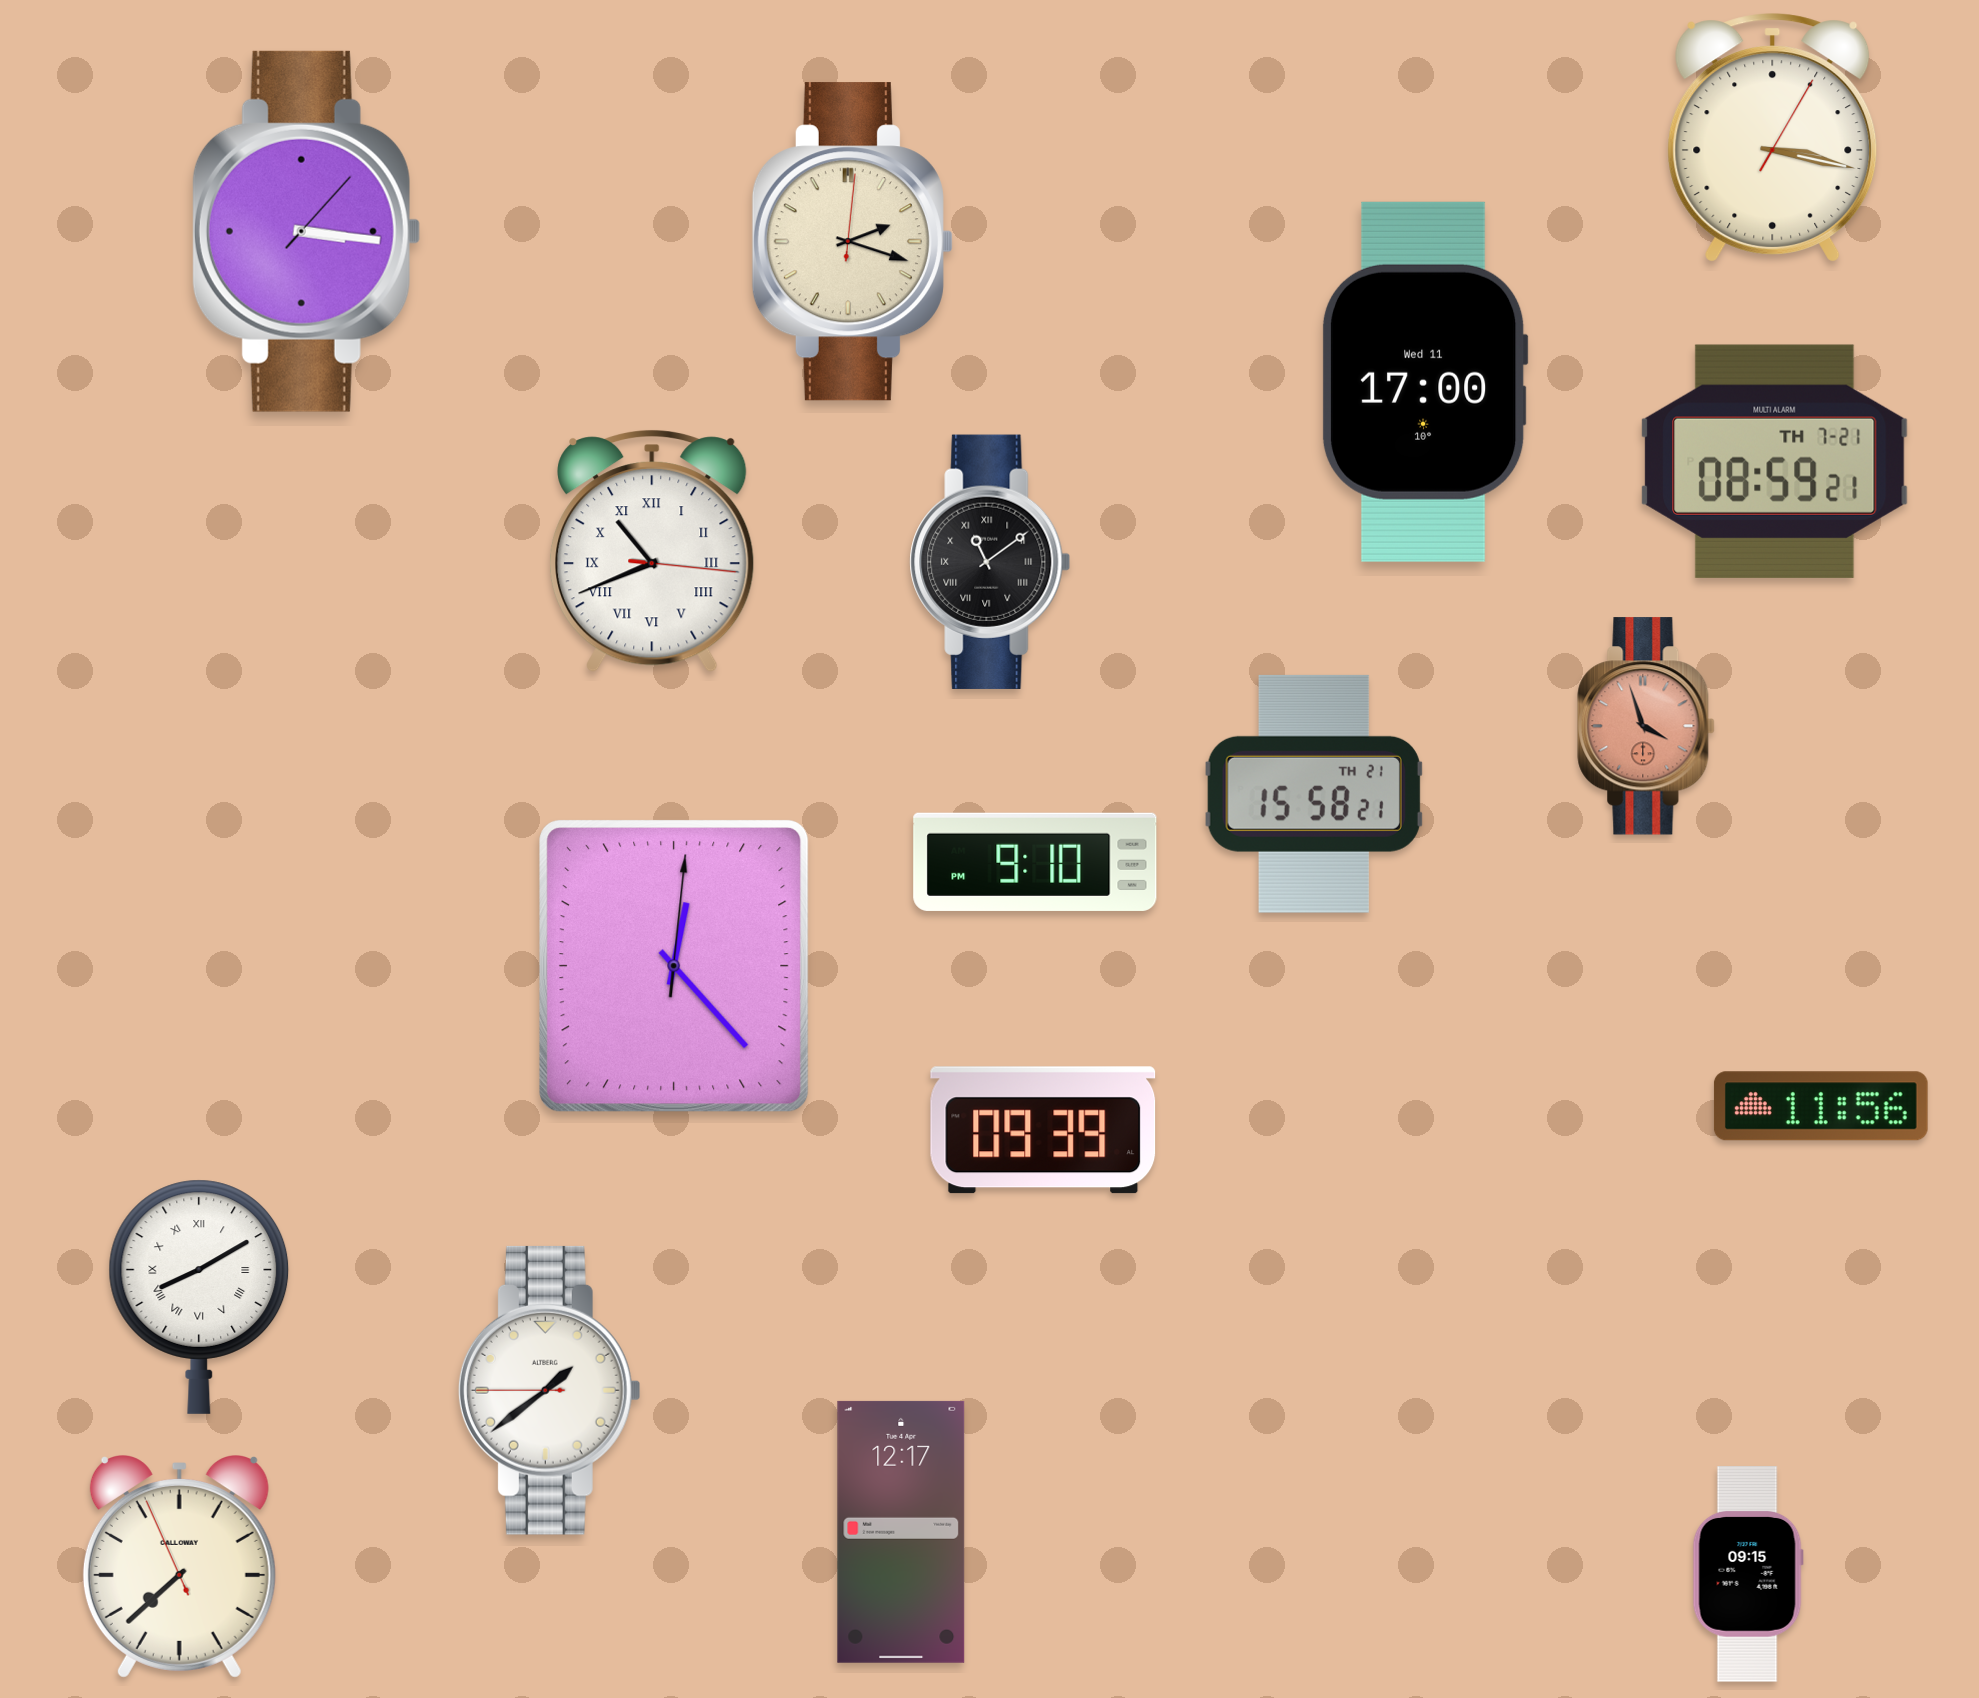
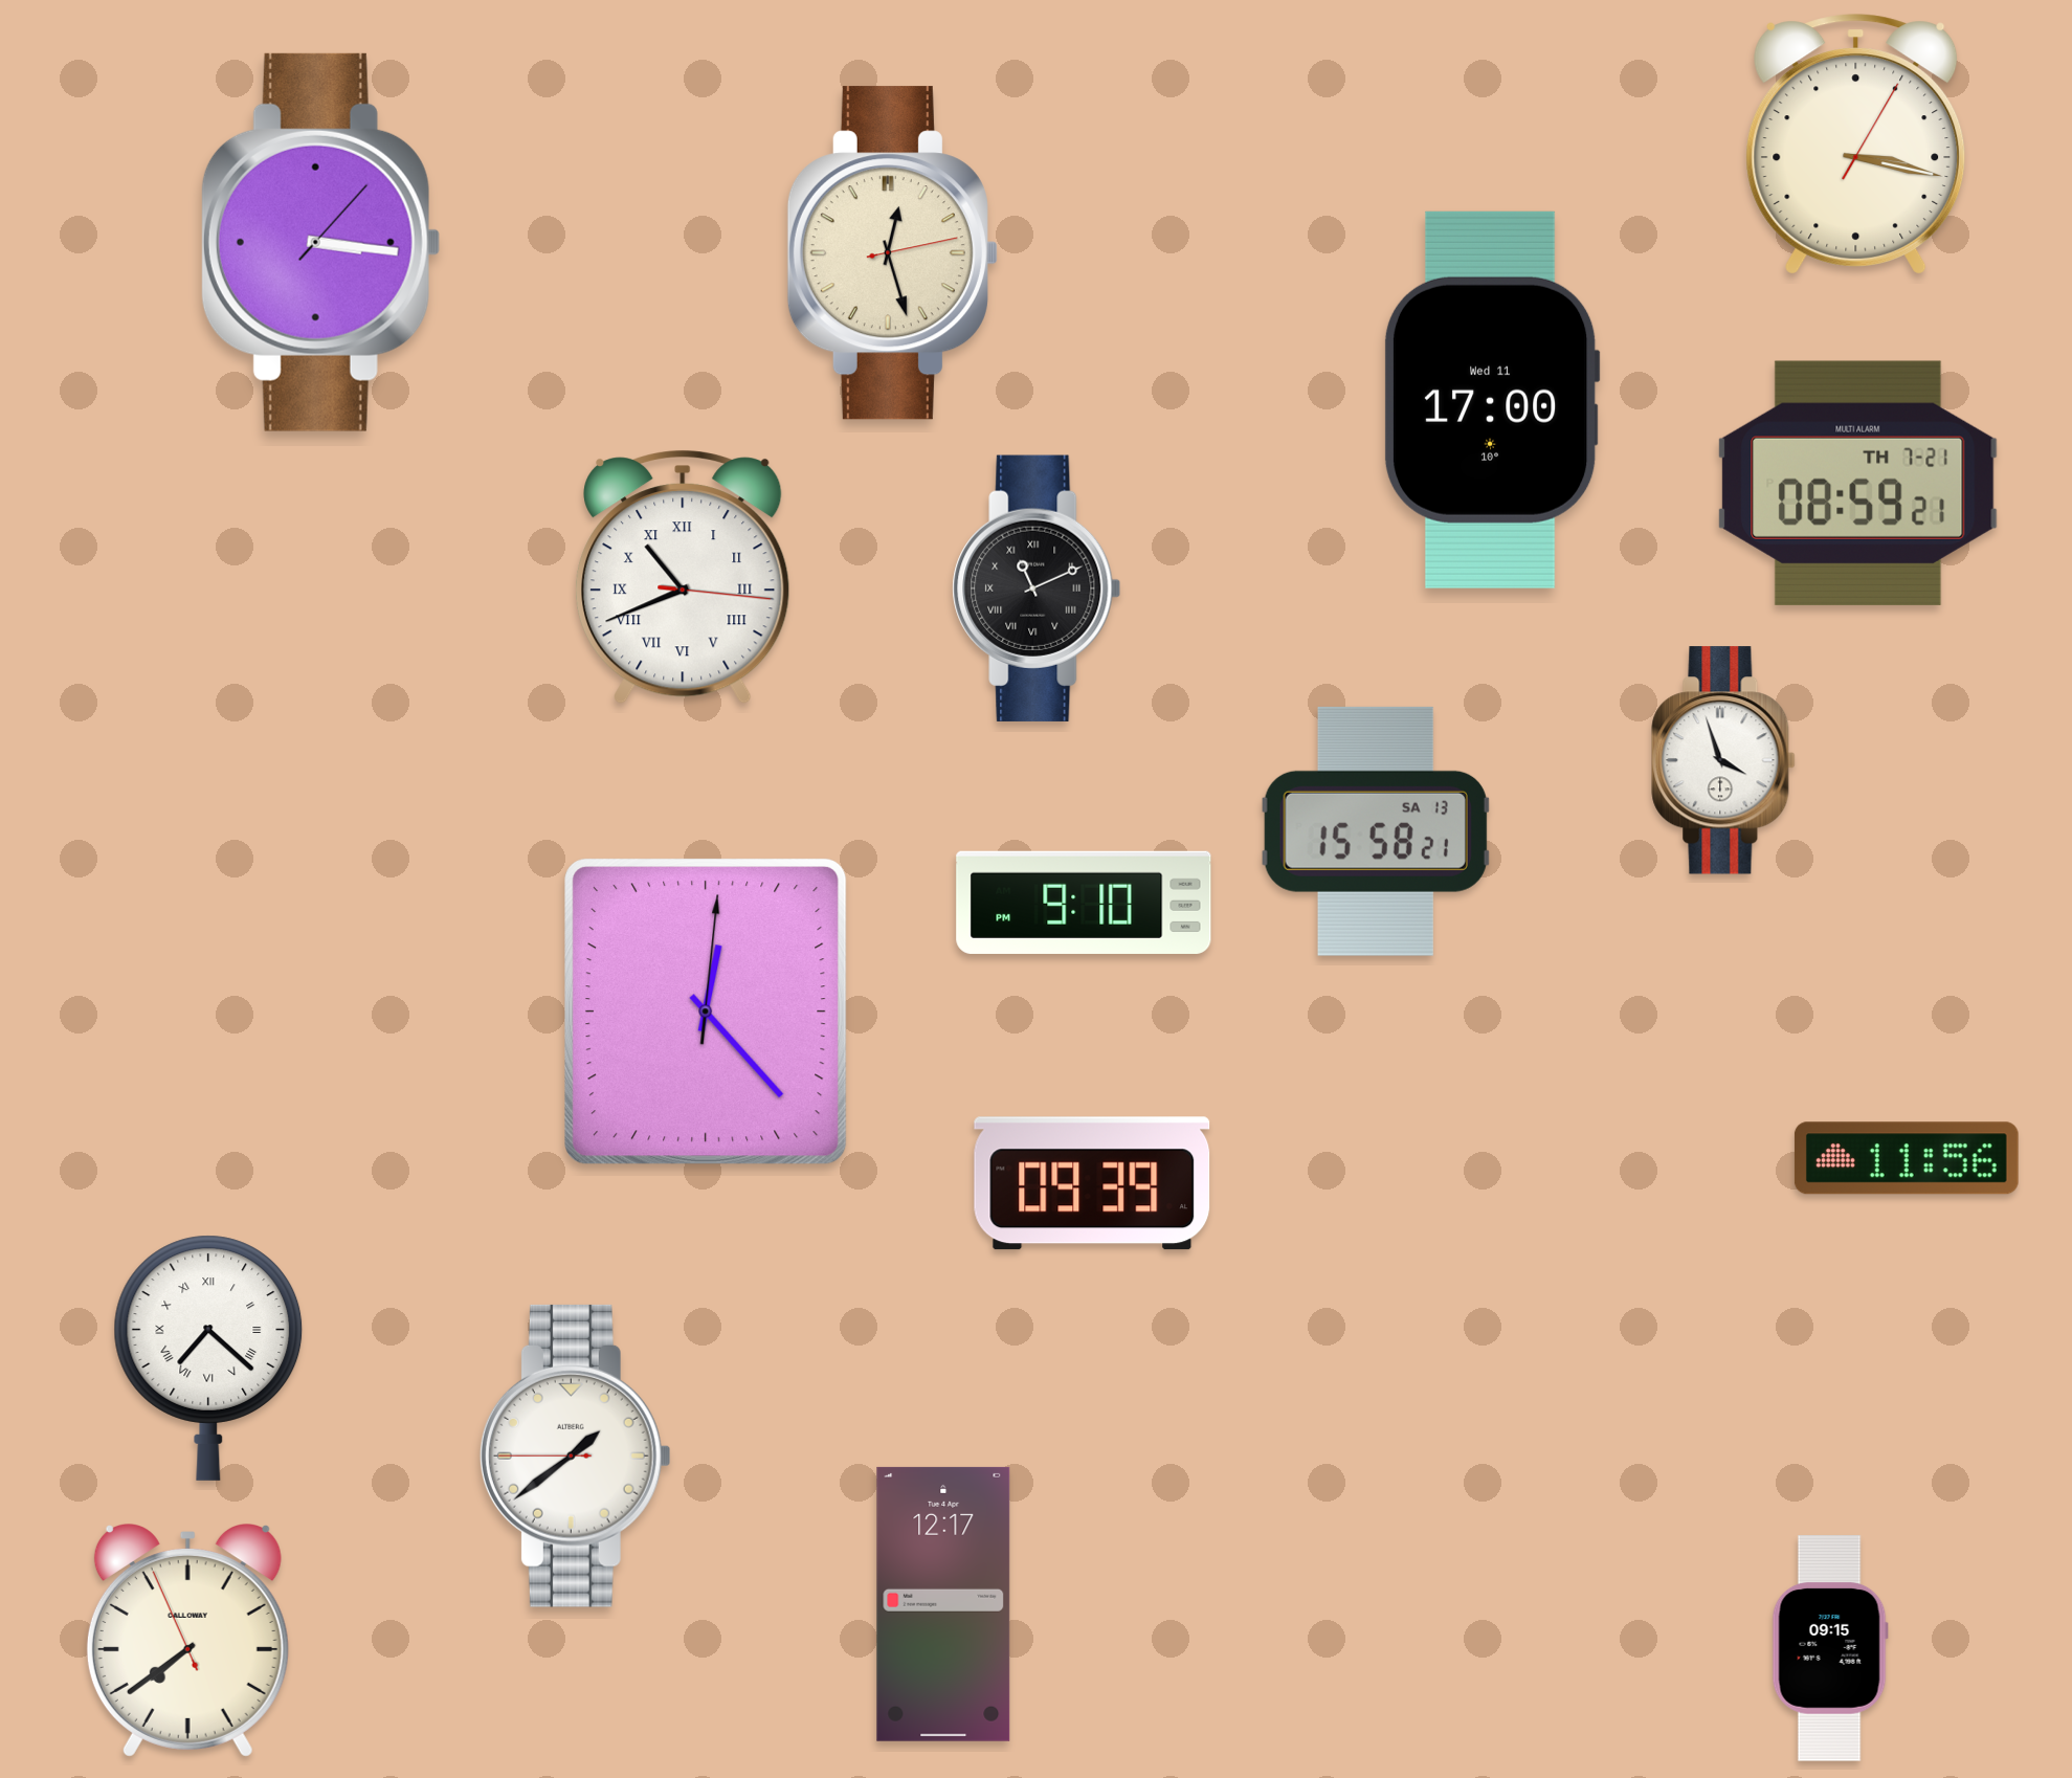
clock at (852, 242): 2:18 -> 12:27
clock at (990, 562): 11:09 -> 11:11
clock at (1646, 726) dial: salmon -> white
clock at (1314, 794) date: TH 21 -> SA 13
clock at (199, 1297): 8:10 -> 7:22
clock at (179, 1567): 7:37 -> 7:38
